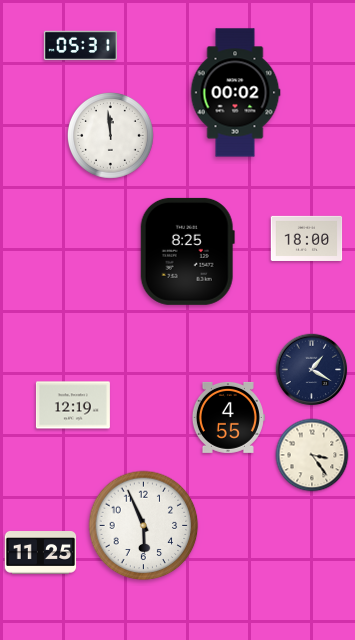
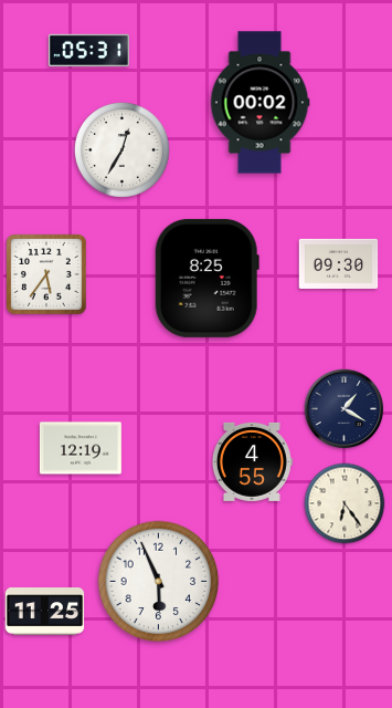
clock at (111, 136): 11:59 -> 12:35
clock at (307, 238): 18:00 -> 09:30
clock at (46, 274): none -> 5:36
clock at (312, 455): 3:24 -> 6:24
